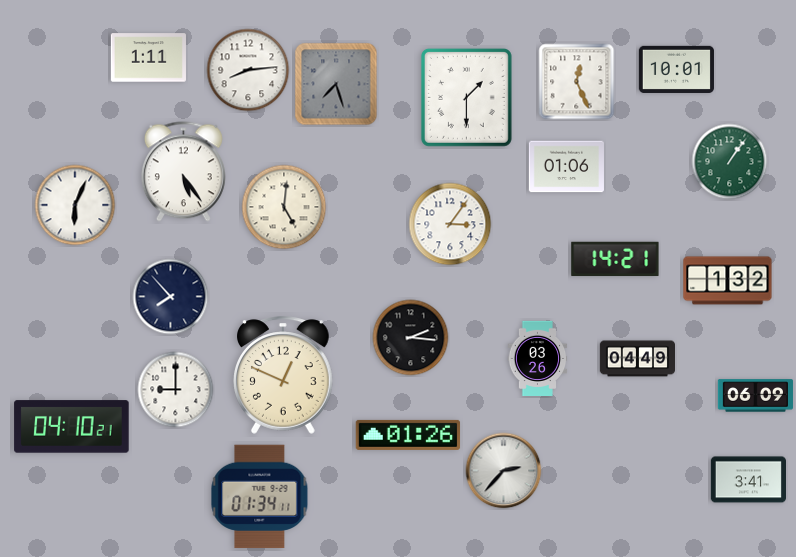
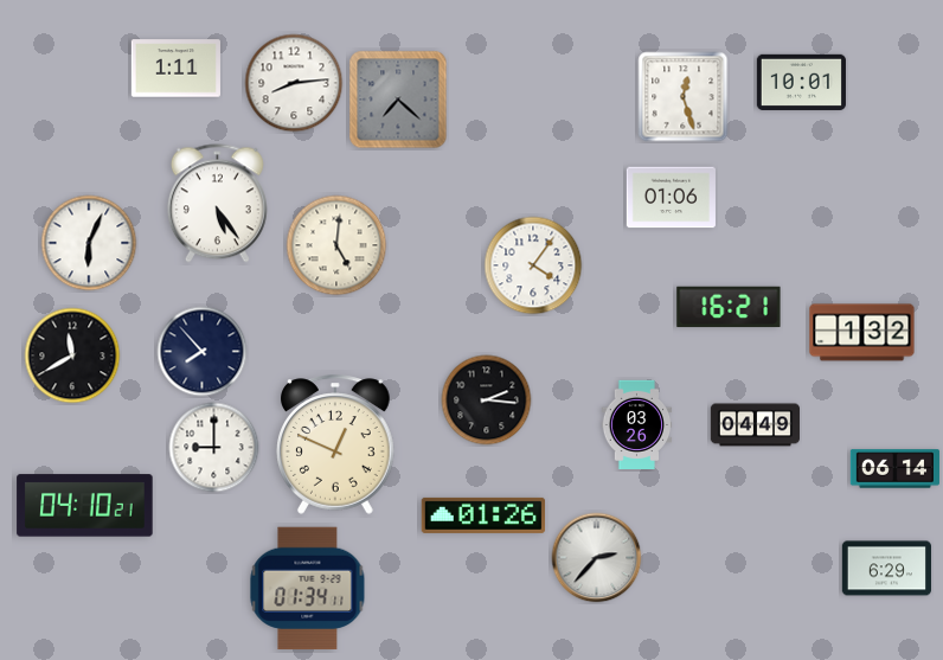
clock at (577, 82): 12:26 -> 12:27
clock at (336, 84): 7:27 -> 7:22
clock at (466, 97): 1:30 -> none
clock at (730, 162): 1:06 -> none
clock at (450, 224): 3:06 -> 4:06
clock at (615, 259): 14:21 -> 16:21
clock at (72, 355): none -> 11:40
clock at (176, 390) position: (176, 390) -> (214, 448)
clock at (755, 396): 06:09 -> 06:14
clock at (748, 480): 3:41 -> 6:29
